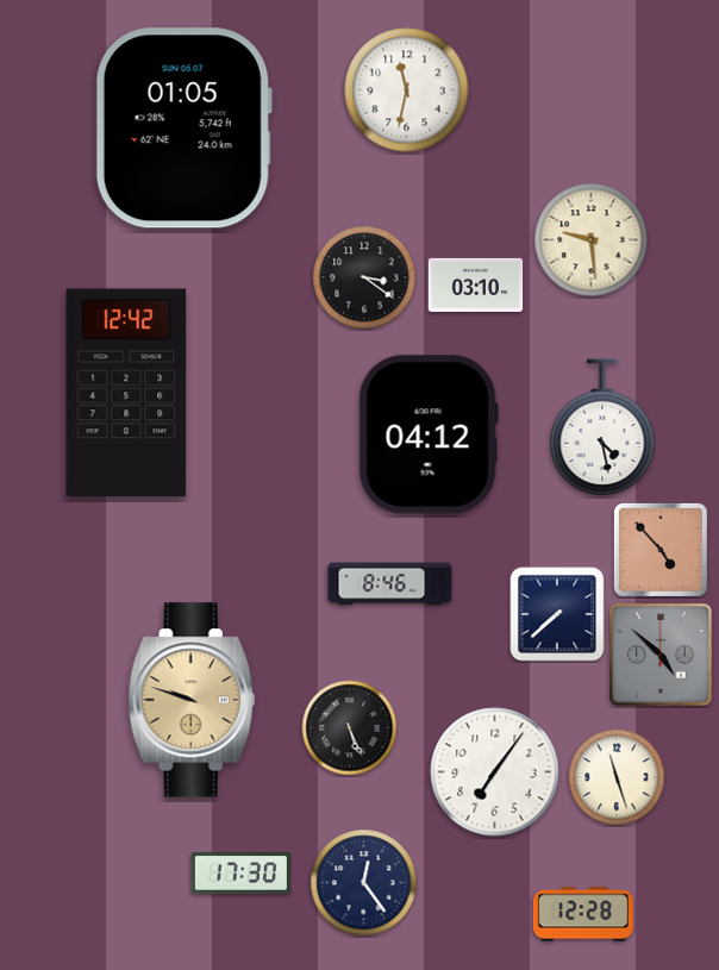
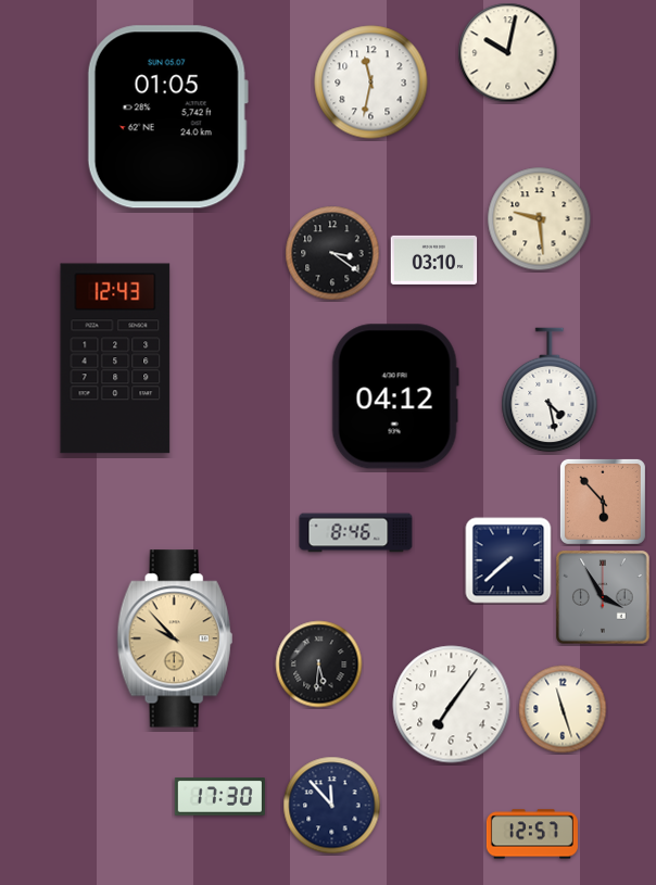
clock at (508, 53): none -> 10:02
clock at (126, 393): 12:42 -> 12:43
clock at (429, 434) position: (429, 434) -> (395, 396)
clock at (661, 550): 4:53 -> 5:53
clock at (661, 655): 4:52 -> 3:55
clock at (192, 700): 9:48 -> 9:53
clock at (350, 728): 5:26 -> 5:31
clock at (364, 883): 12:24 -> 11:53
clock at (583, 914): 12:28 -> 12:57
